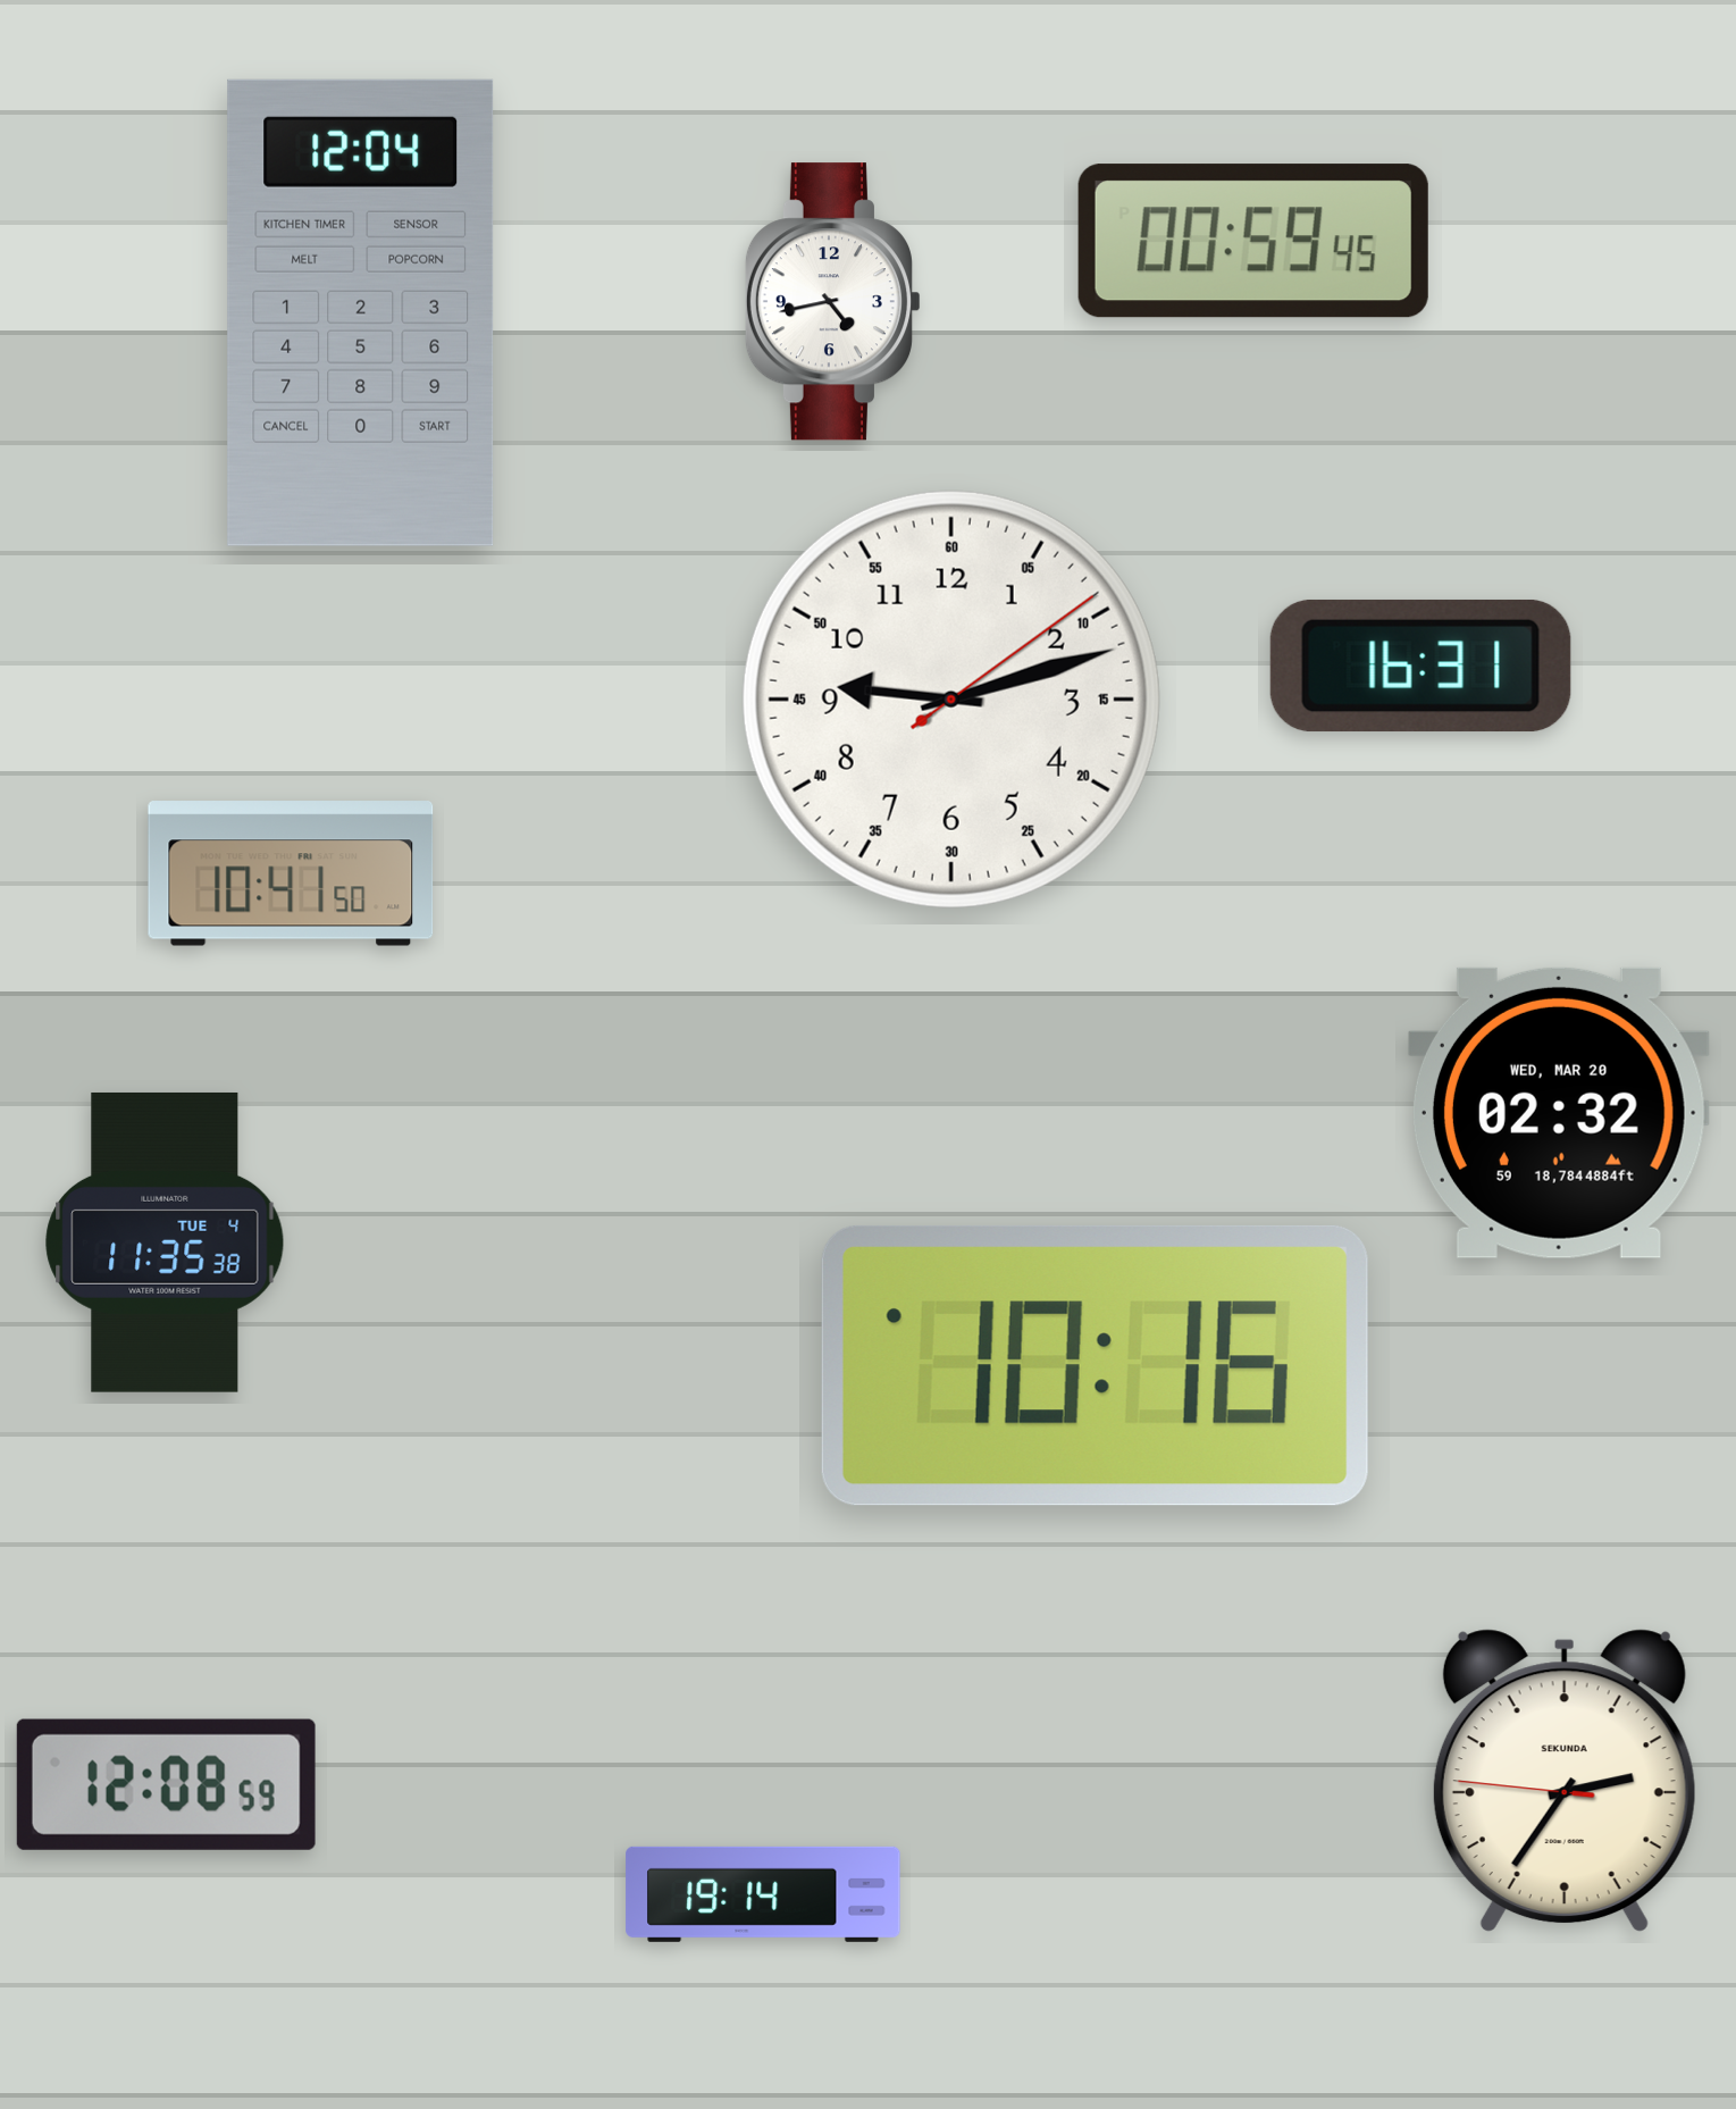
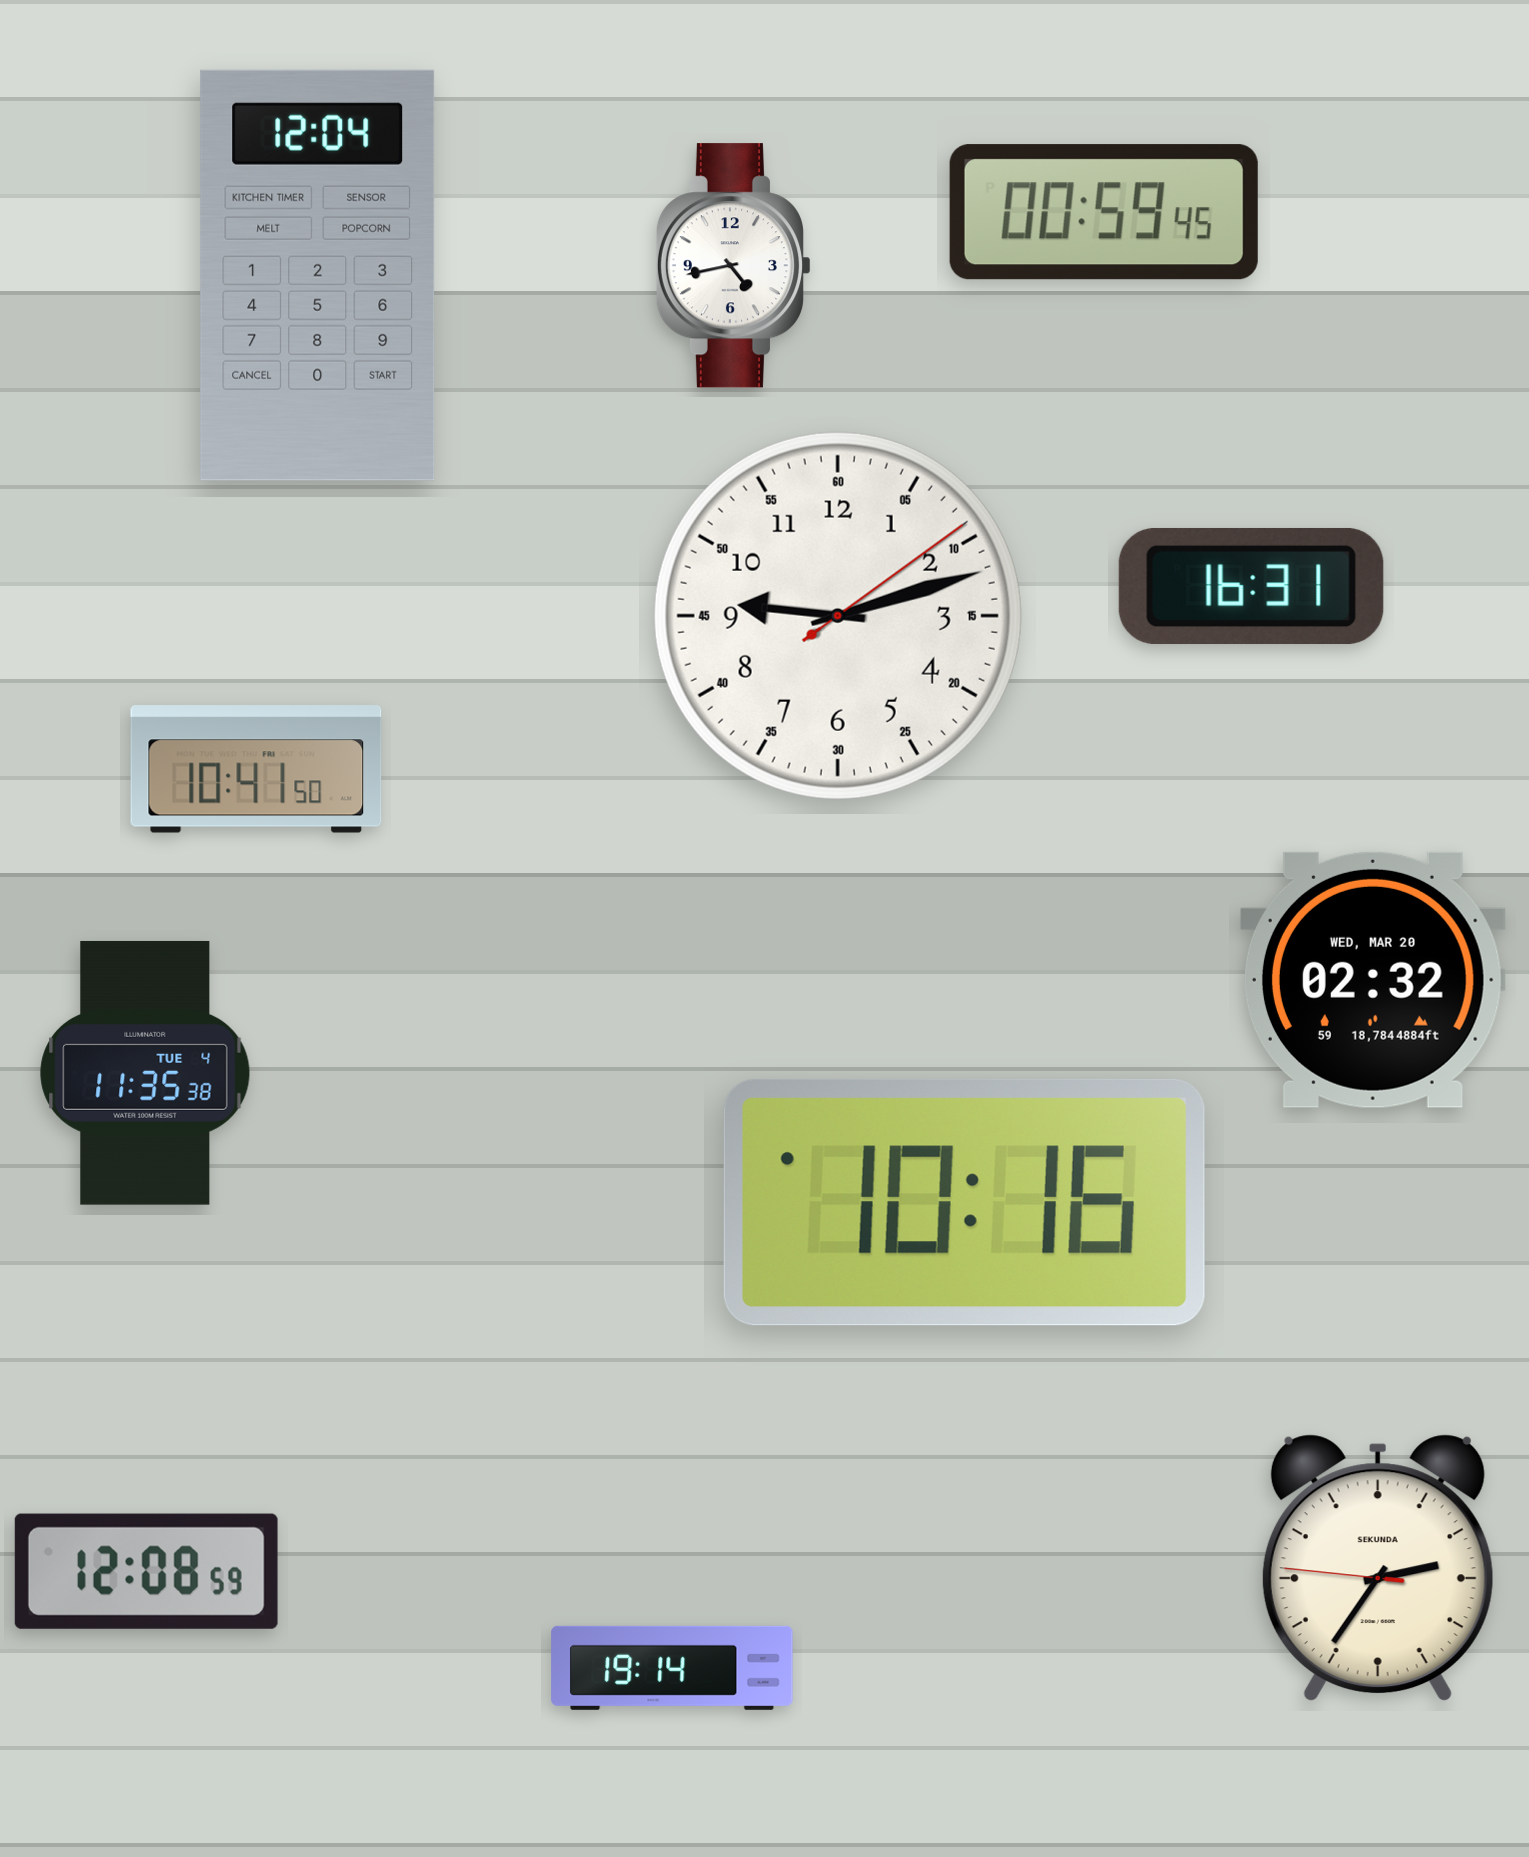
clock at (165, 1242) position: (165, 1242) -> (145, 1073)
